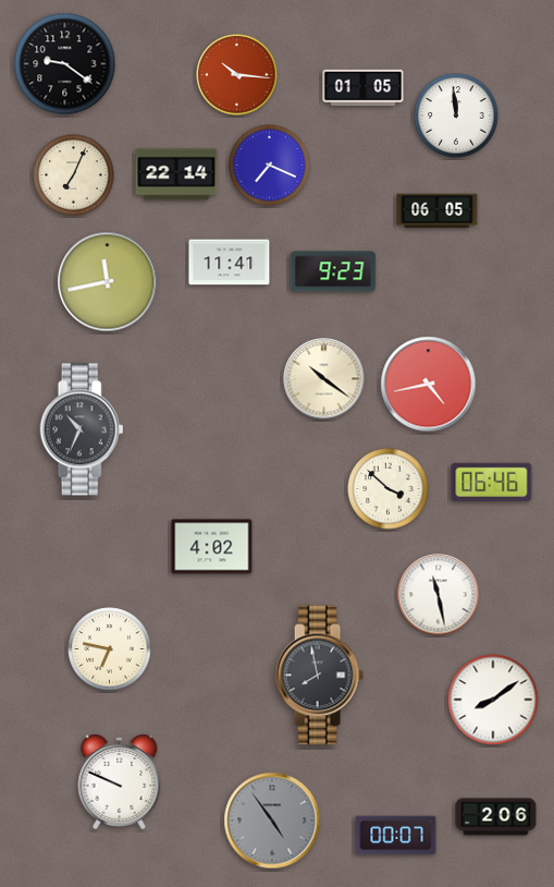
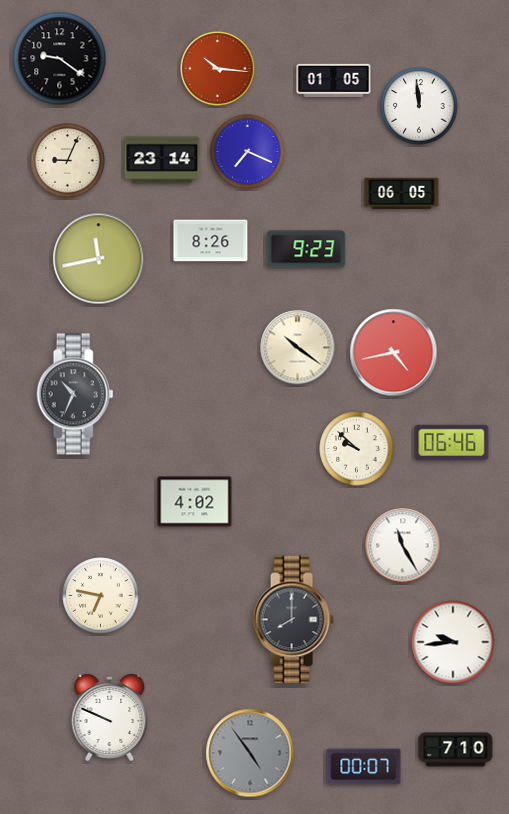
clock at (176, 174): 22:14 -> 23:14
clock at (74, 175): 7:04 -> 9:04
clock at (230, 263): 11:41 -> 8:26
clock at (389, 489): 3:52 -> 9:52
clock at (439, 595): 11:28 -> 11:25
clock at (319, 676): 7:58 -> 8:00
clock at (493, 700): 8:09 -> 9:44
clock at (496, 817): 2:06 -> 7:10
